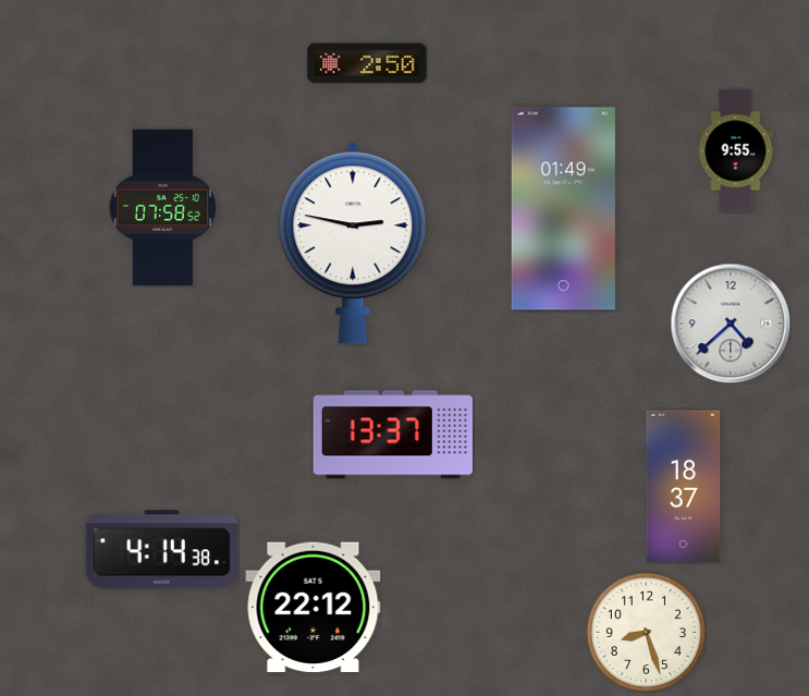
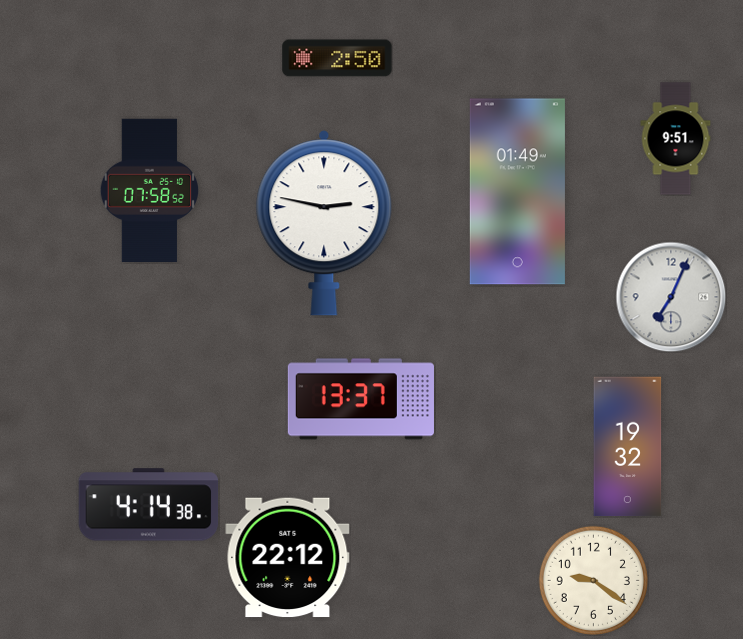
clock at (736, 151): 9:55 -> 9:51
clock at (731, 323): 4:38 -> 7:04
clock at (684, 487): 18:37 -> 19:32
clock at (646, 632): 8:27 -> 9:21
